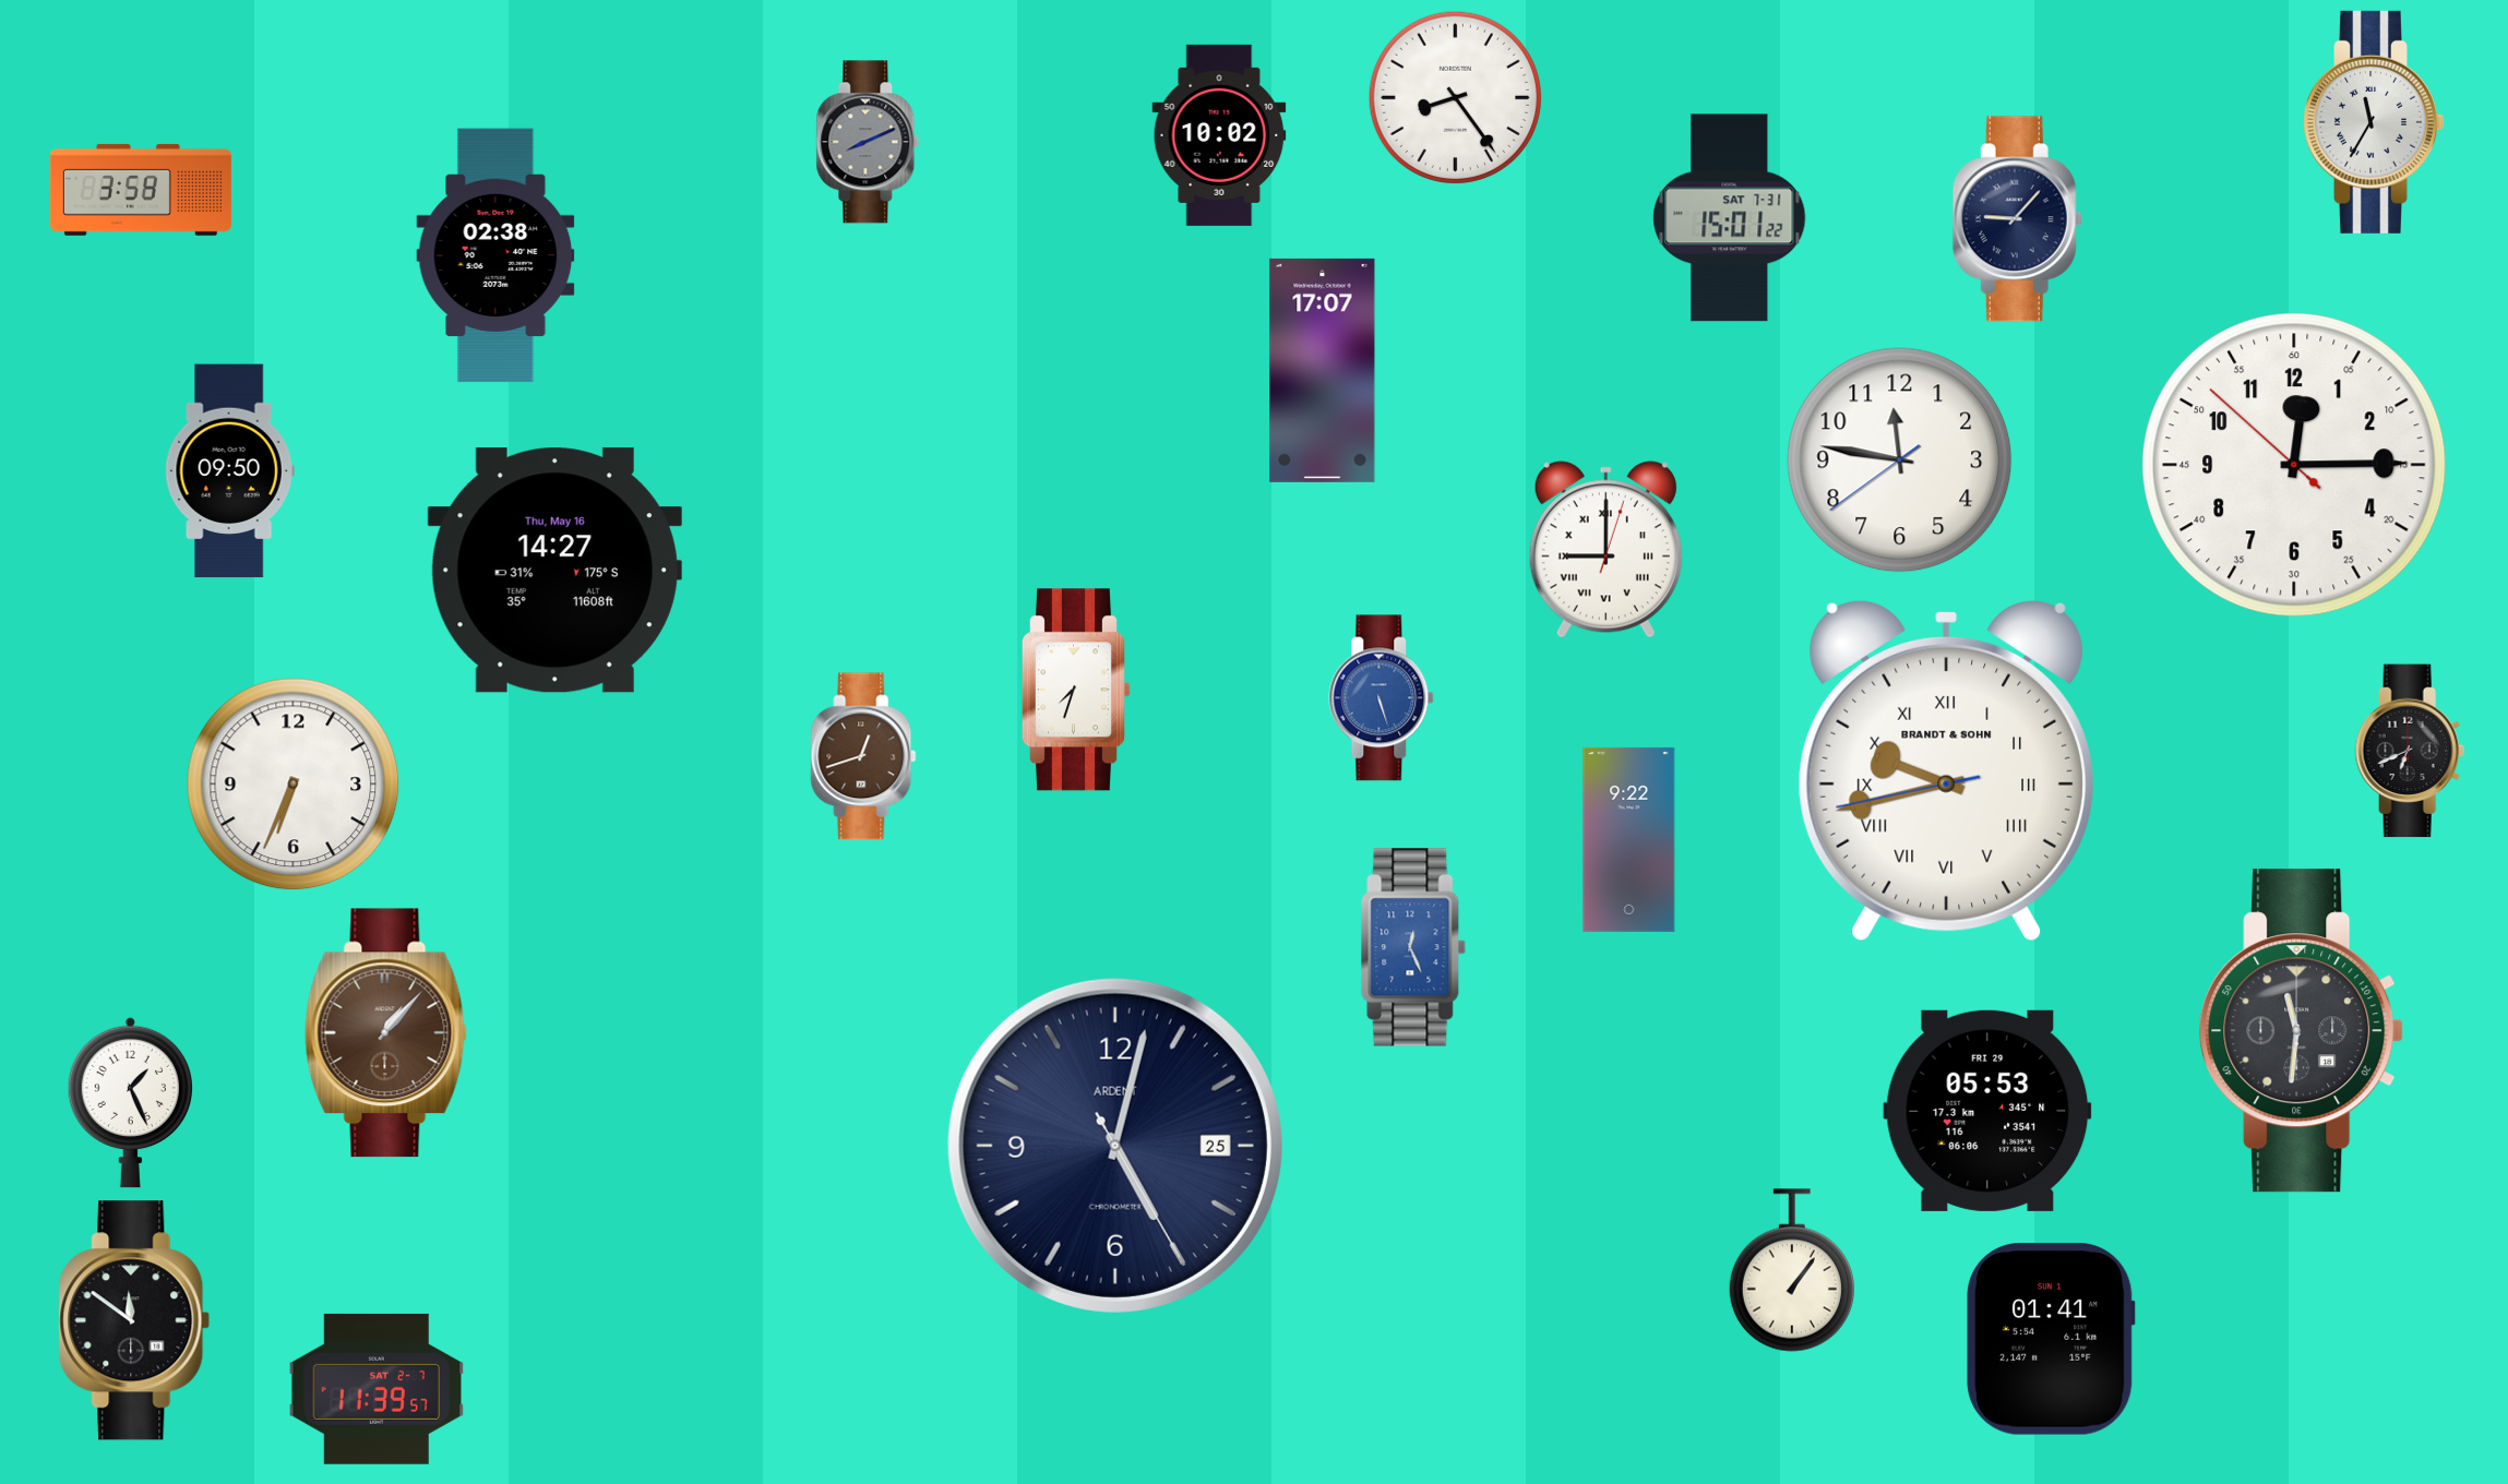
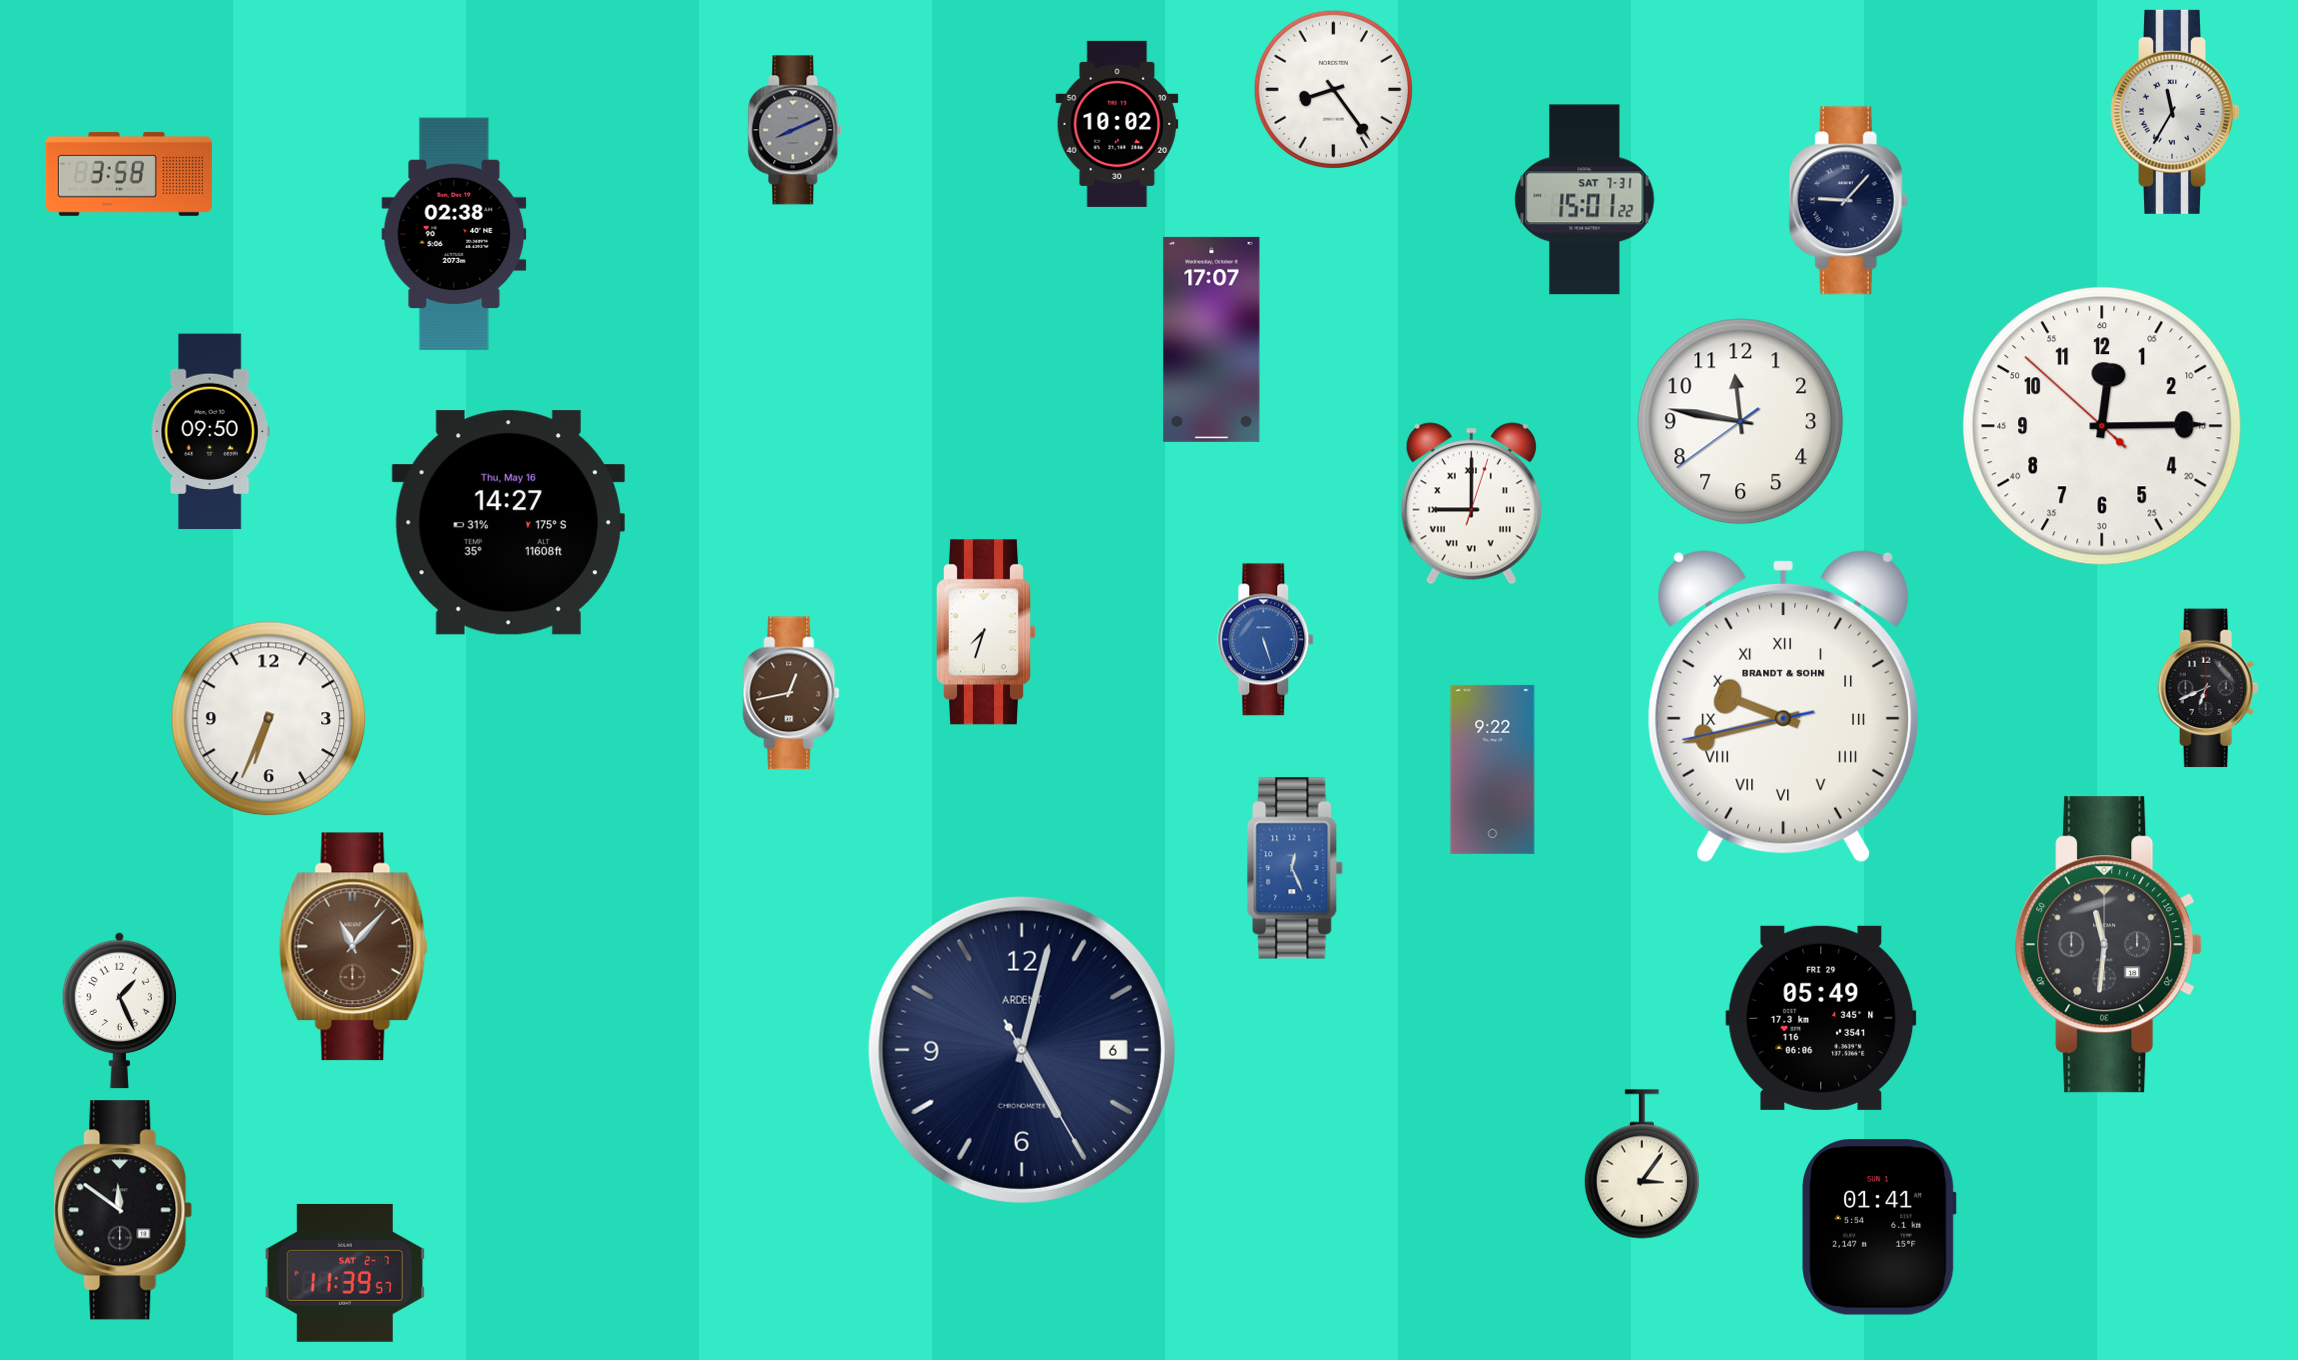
clock at (863, 756): 12:42 -> 12:43
clock at (385, 1033): 1:07 -> 11:07
clock at (1987, 1111): 05:53 -> 05:49
clock at (1115, 1146) date: 25 -> 6
clock at (1792, 1270): 1:06 -> 3:06
